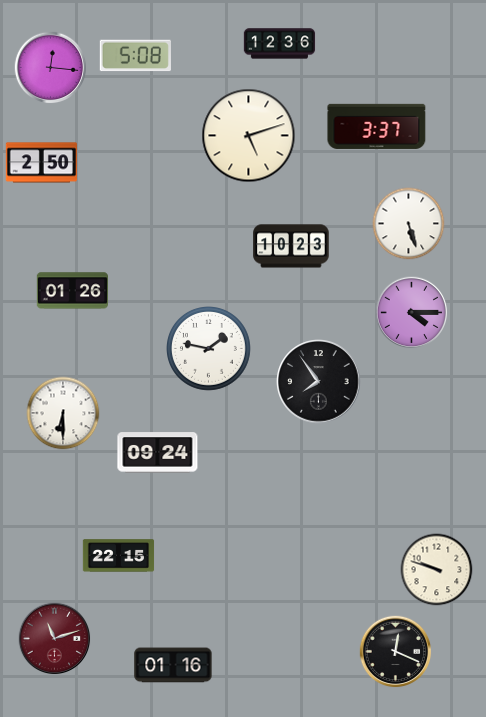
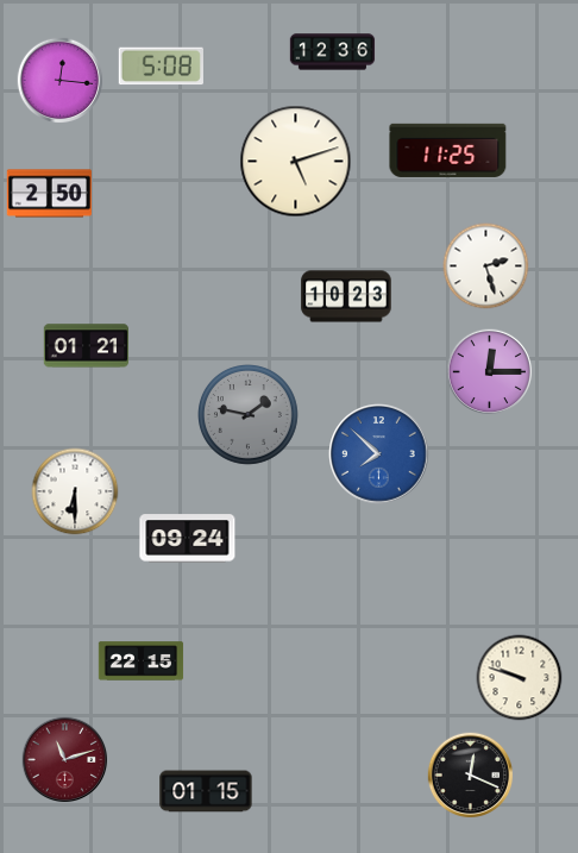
clock at (377, 126): 3:37 -> 11:25
clock at (409, 224): 5:27 -> 2:27
clock at (291, 246) position: (291, 246) -> (346, 296)
clock at (72, 291): 01:26 -> 01:21
clock at (412, 313): 4:15 -> 12:15
clock at (209, 349) dial: white -> grey
clock at (319, 382): 7:54 -> 7:52
clock at (319, 382) dial: black -> blue
clock at (173, 665): 01:16 -> 01:15
